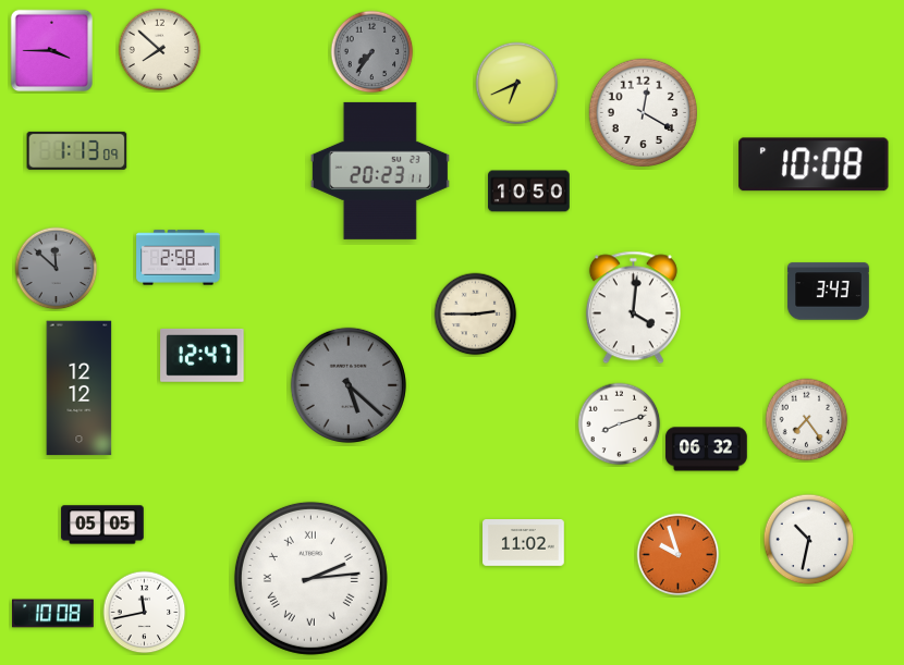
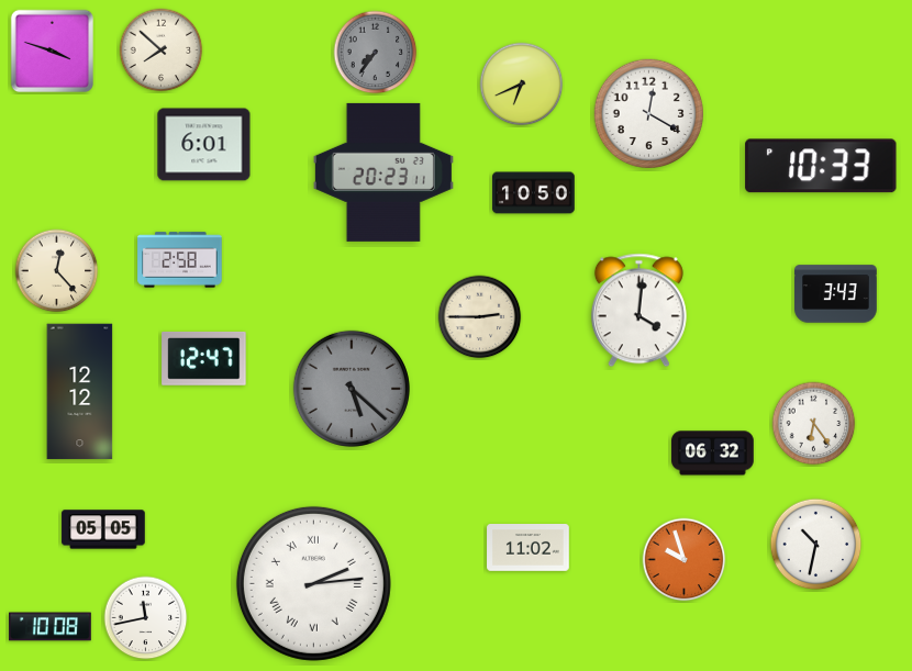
clock at (51, 50): 3:45 -> 3:48
clock at (204, 145): none -> 6:01
clock at (77, 150): 1:13 -> none
clock at (814, 164): 10:08 -> 10:33
clock at (57, 269): 11:52 -> 12:23
clock at (57, 269) dial: grey -> cream
clock at (807, 420): 7:24 -> 6:24
clock at (620, 424): 8:12 -> none
clock at (53, 614) position: (53, 614) -> (51, 627)
